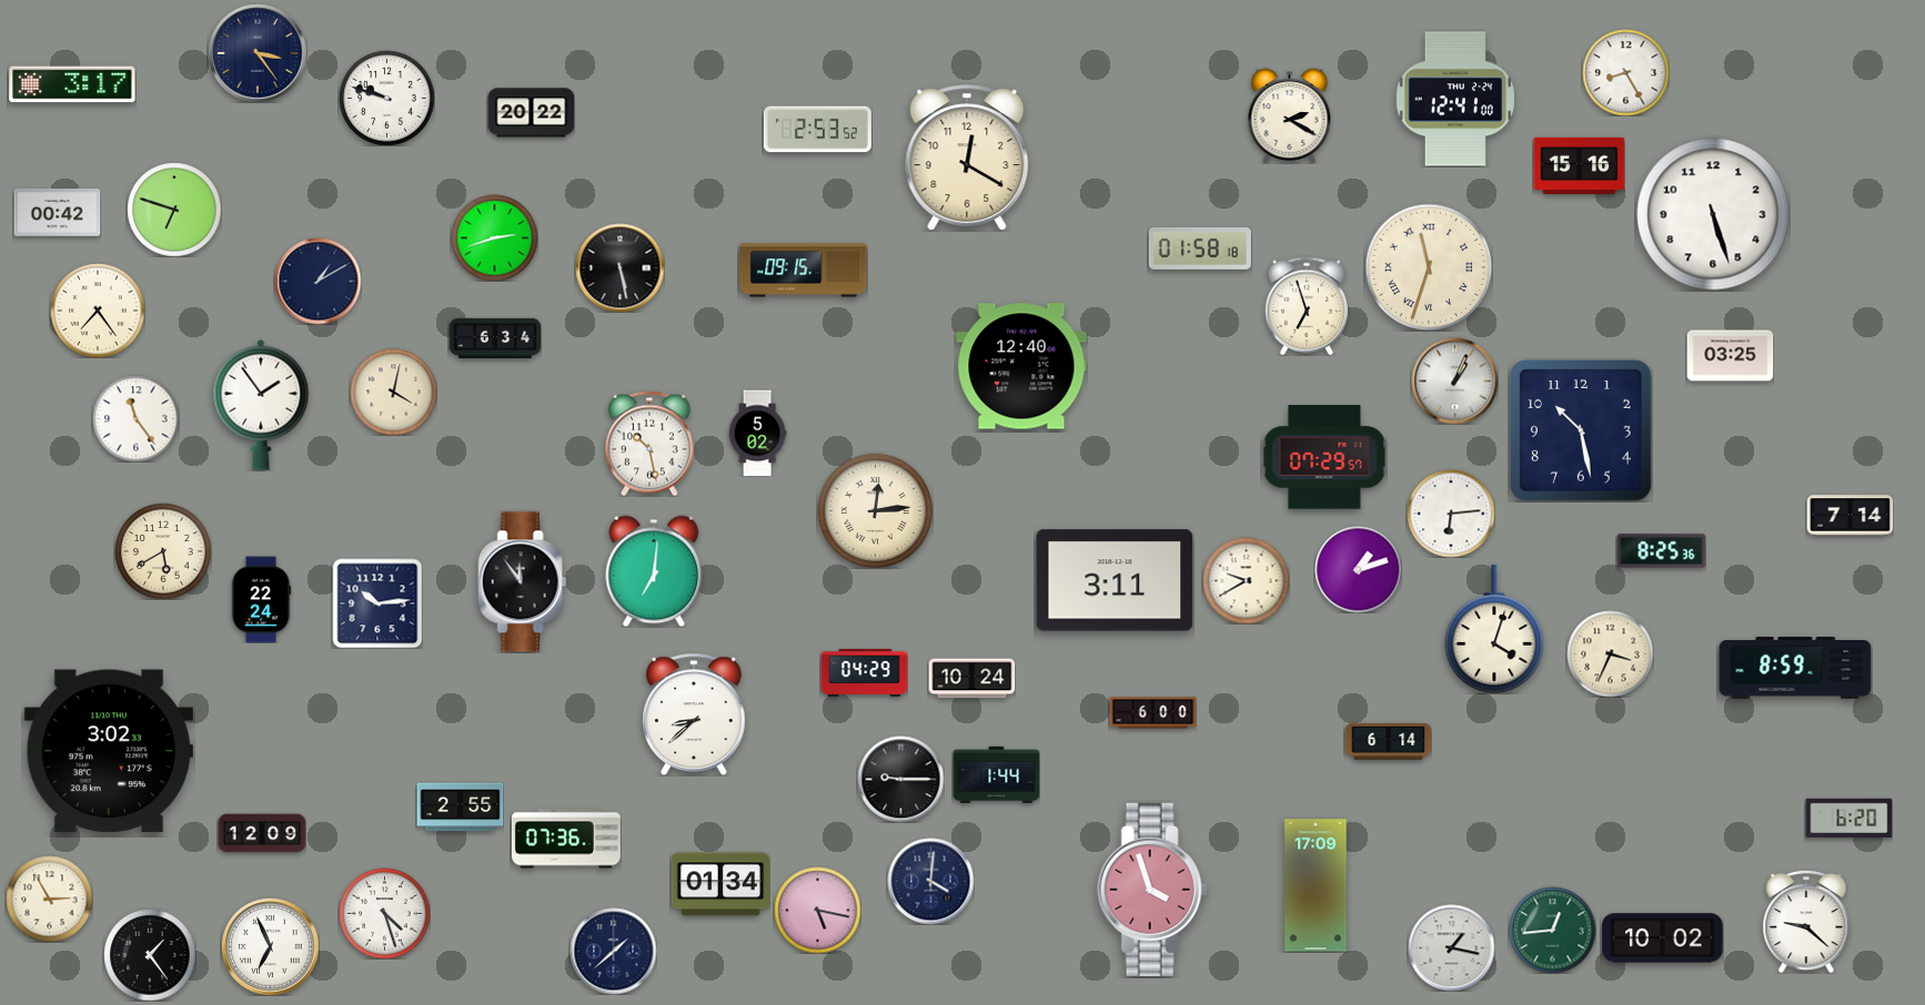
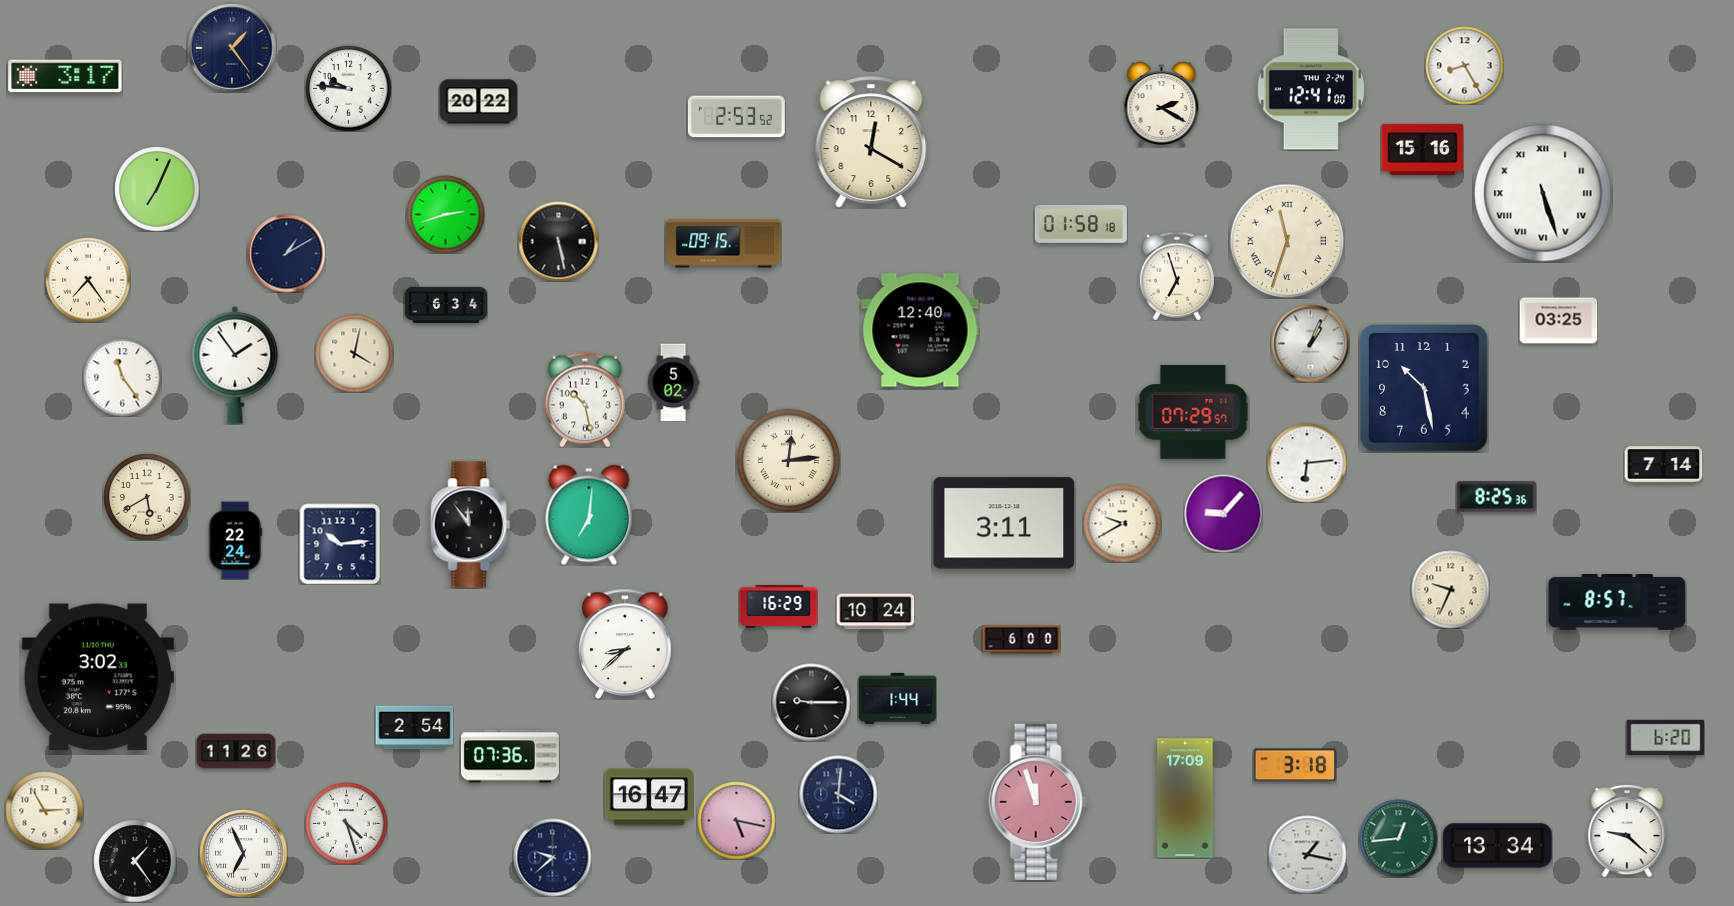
clock at (258, 53): 3:24 -> 1:24
clock at (386, 98): 9:48 -> 9:46
clock at (174, 210): 6:48 -> 7:04
clock at (57, 213): 00:42 -> none
clock at (1713, 214) numerals: Arabic -> Roman
clock at (757, 433) position: (757, 433) -> (673, 382)
clock at (1850, 516) position: (1850, 516) -> (1663, 465)
clock at (1358, 569): 1:12 -> 9:07
clock at (1494, 629): 4:03 -> none
clock at (1610, 653): 3:34 -> 9:34
clock at (1795, 669): 8:59 -> 8:57
clock at (864, 672): 04:29 -> 16:29
clock at (1152, 713) position: (1152, 713) -> (1021, 640)
clock at (1388, 741): 6:14 -> none
clock at (460, 808): 2:55 -> 2:54
clock at (262, 833): 12:09 -> 11:26
clock at (1295, 765): none -> 3:18
clock at (719, 884): 01:34 -> 16:47
clock at (1152, 890): 3:57 -> 11:57
clock at (1663, 938): 10:02 -> 13:34
clock at (613, 951): 1:38 -> 9:38
